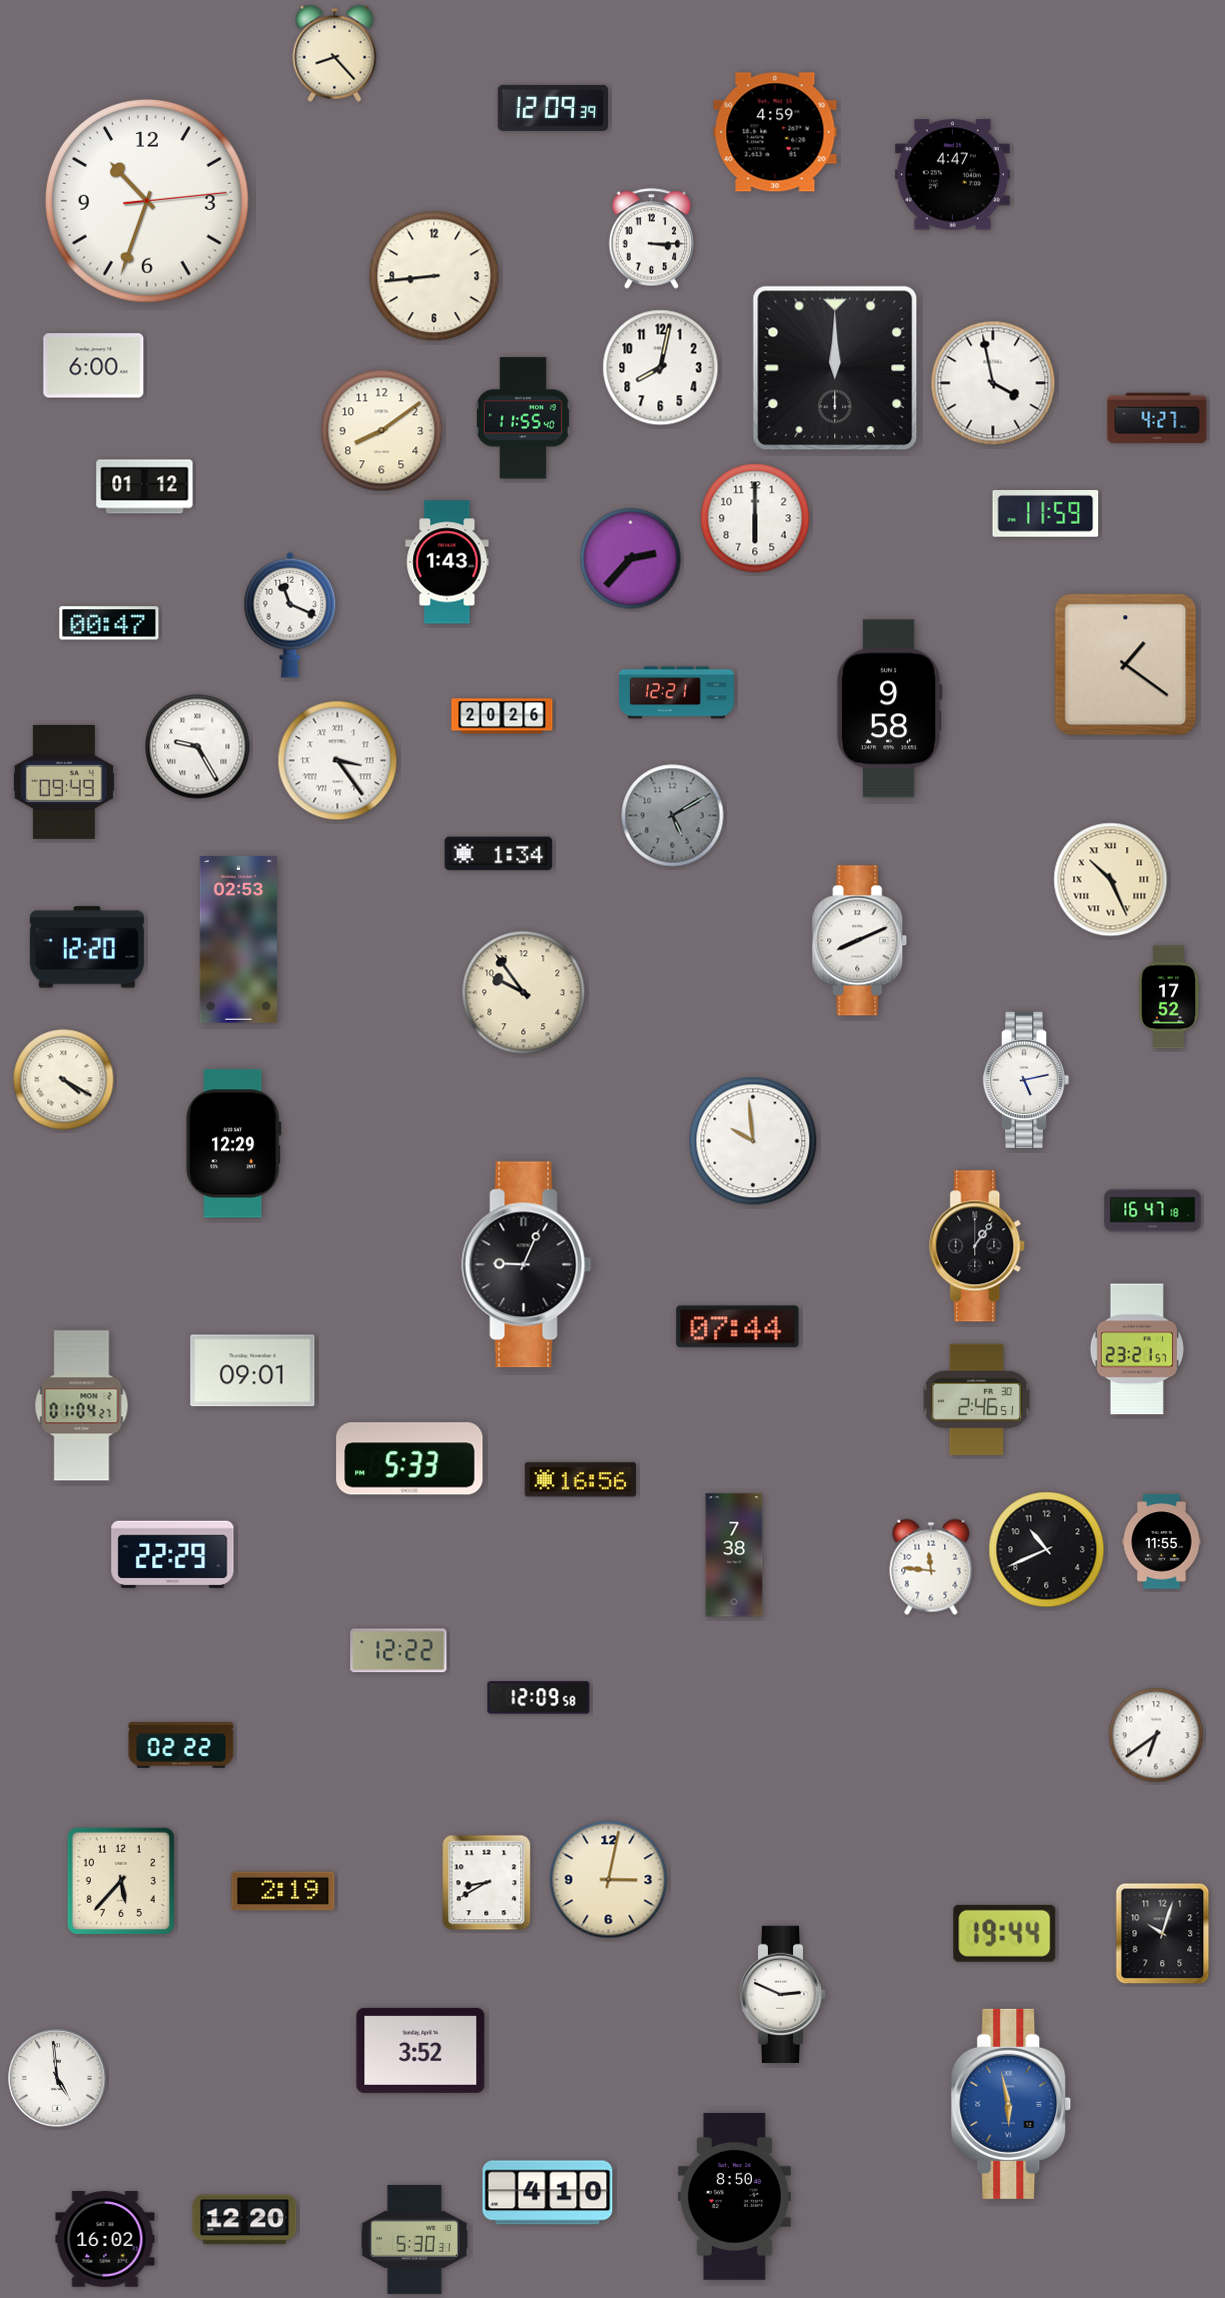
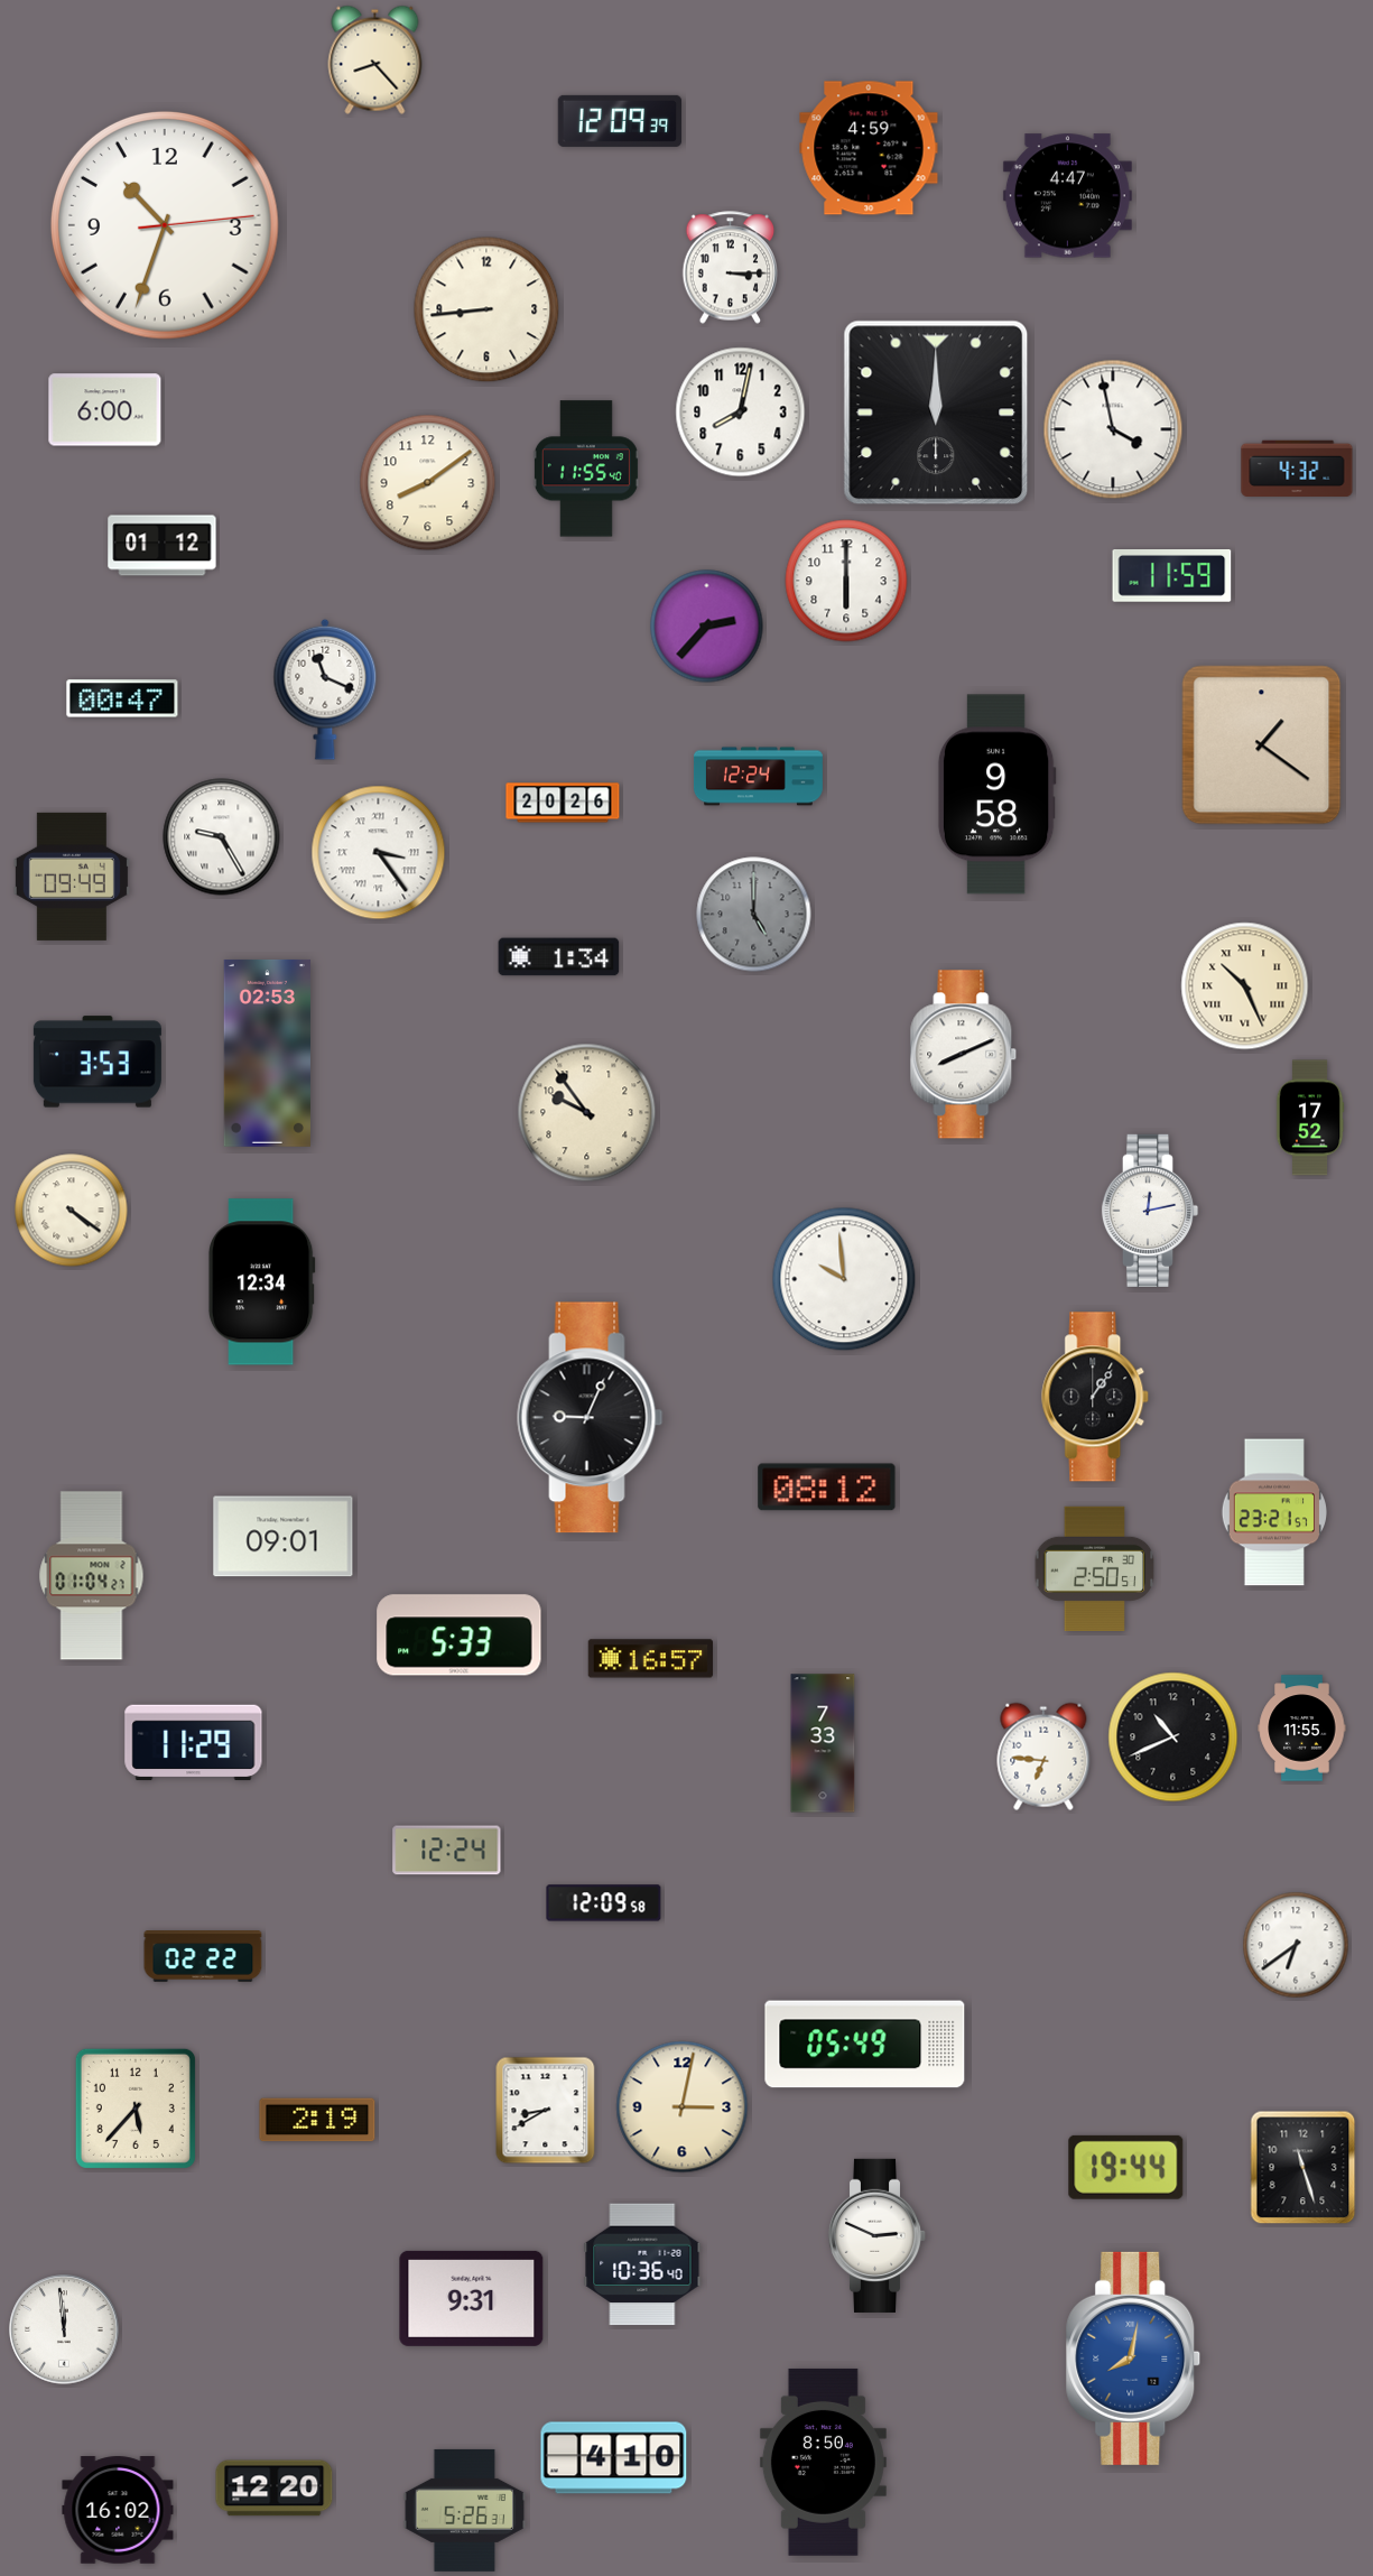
clock at (1157, 418): 4:27 -> 4:32
clock at (447, 562): 1:43 -> none
clock at (676, 693): 12:21 -> 12:24
clock at (673, 816): 5:10 -> 5:00
clock at (87, 947): 12:20 -> 3:53
clock at (64, 1080): 4:20 -> 4:21
clock at (1026, 1080): 5:13 -> 12:13
clock at (233, 1144): 12:29 -> 12:34
clock at (1153, 1211): 16:47 -> none
clock at (738, 1327): 07:44 -> 08:12
clock at (977, 1399): 2:46 -> 2:50
clock at (580, 1480): 16:56 -> 16:57
clock at (173, 1555): 22:29 -> 11:29
clock at (734, 1555): 7:38 -> 7:33
clock at (931, 1567): 11:46 -> 6:46
clock at (399, 1651): 12:22 -> 12:24
clock at (865, 2045): none -> 05:49
clock at (1163, 1934): 10:03 -> 11:27
clock at (642, 2264): none -> 10:36
clock at (421, 2050): 3:52 -> 9:31
clock at (57, 2078): 4:59 -> 11:59
clock at (1011, 2104): 5:58 -> 8:02
clock at (415, 2239): 5:30 -> 5:26
